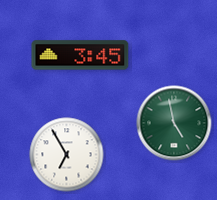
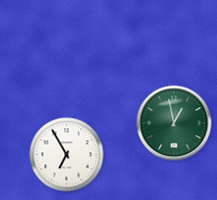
clock at (80, 55): 3:45 -> none
clock at (174, 123): 4:58 -> 12:58
